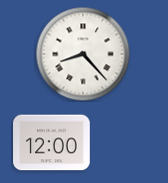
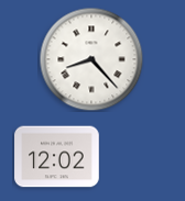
clock at (52, 143): 12:00 -> 12:02
